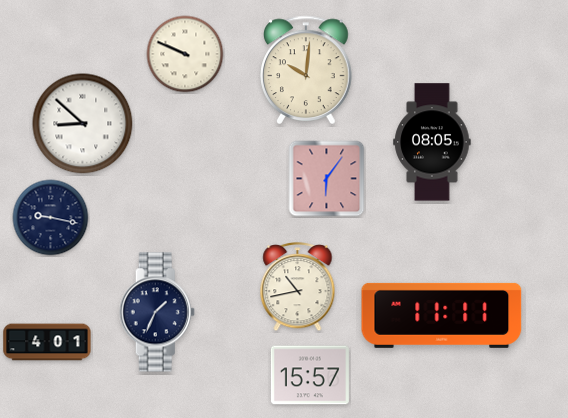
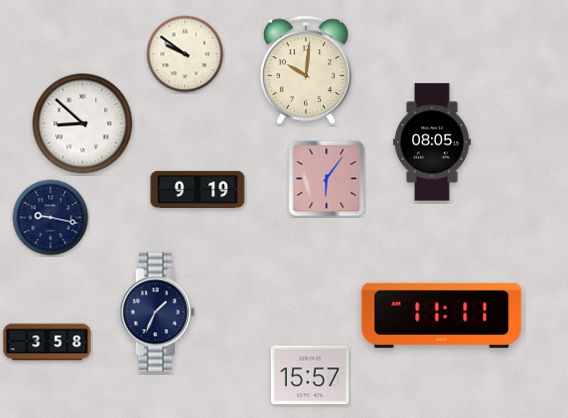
clock at (185, 54): 9:49 -> 9:51
clock at (198, 189): none -> 9:19
clock at (298, 287): 10:43 -> none
clock at (47, 342): 4:01 -> 3:58
